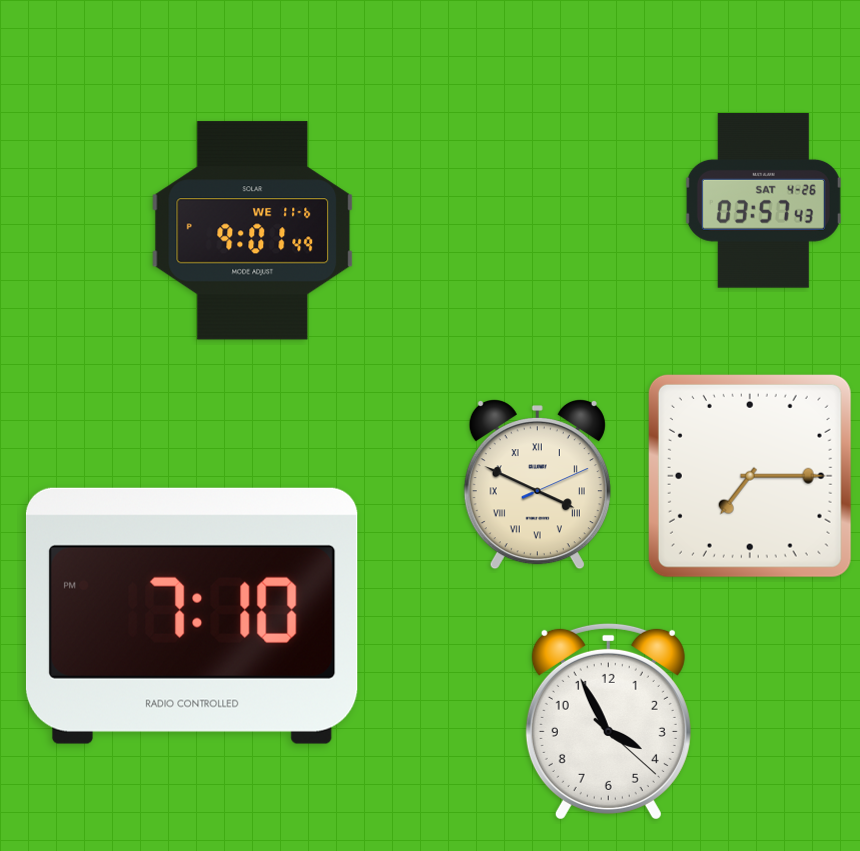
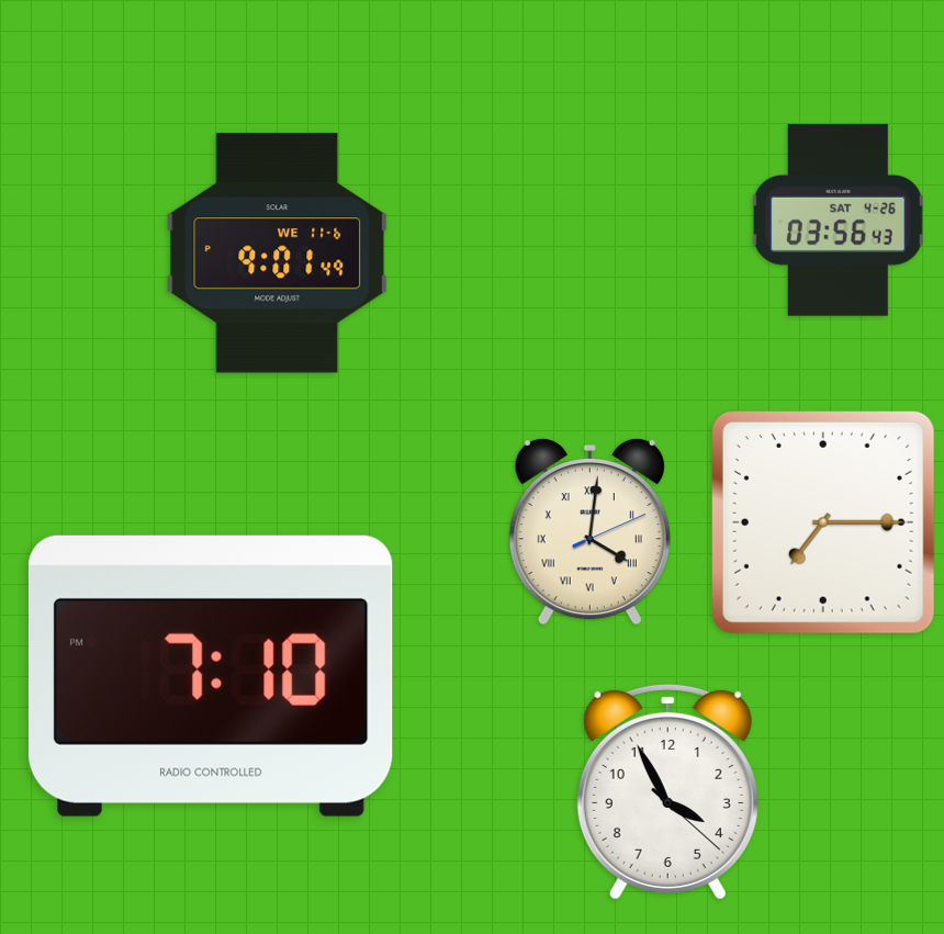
clock at (763, 201): 03:57 -> 03:56
clock at (537, 485): 3:49 -> 4:01
